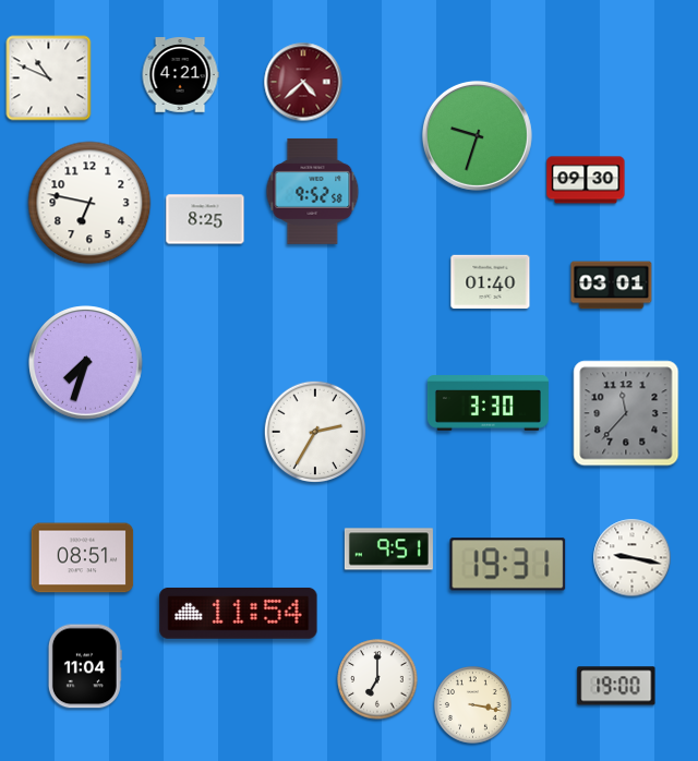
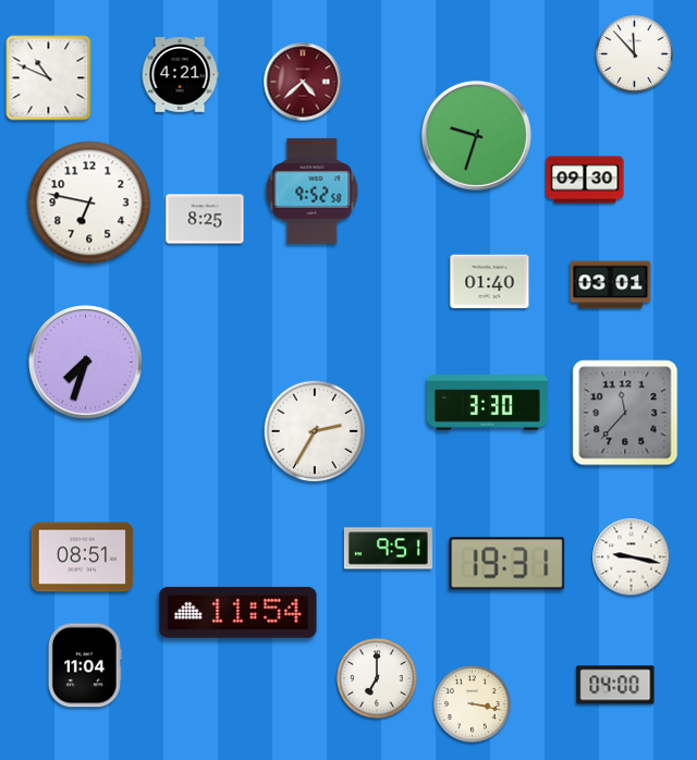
clock at (635, 54): none -> 11:53
clock at (616, 686): 19:00 -> 04:00
